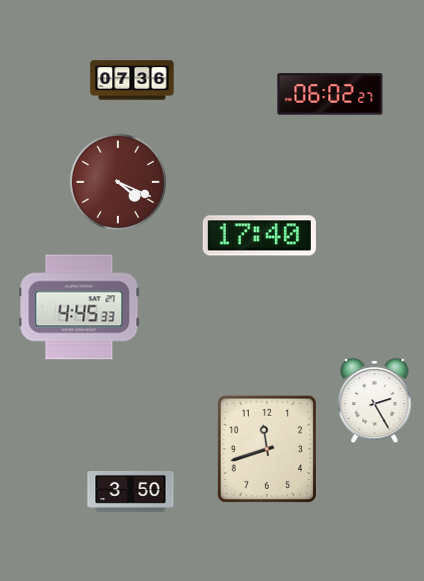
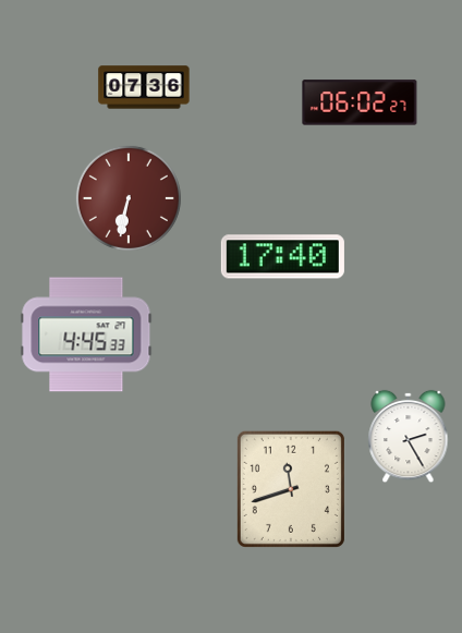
clock at (118, 182): 4:19 -> 6:32
clock at (131, 491): 3:50 -> none
